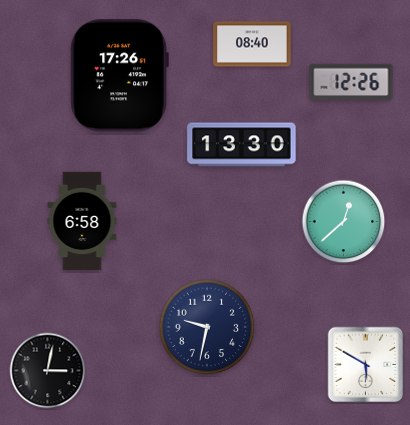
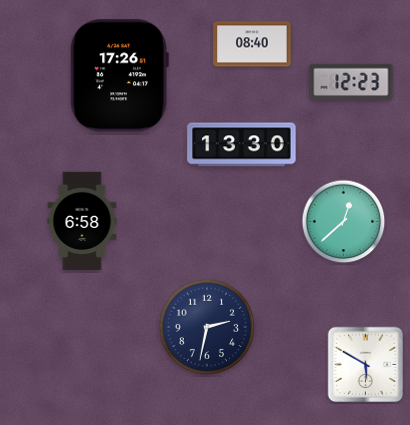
clock at (351, 82): 12:26 -> 12:23
clock at (207, 327): 9:32 -> 2:32
clock at (48, 371): 3:02 -> none
